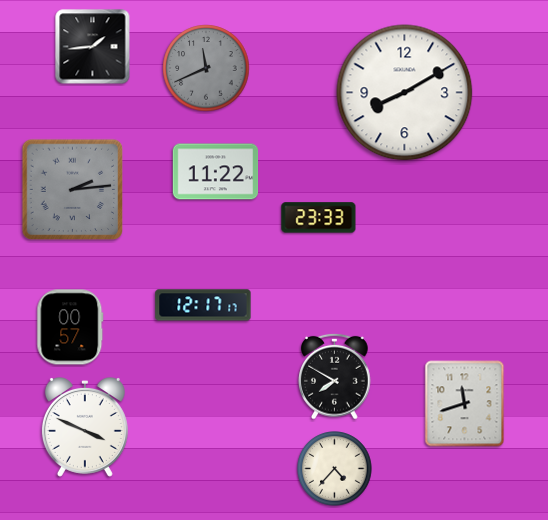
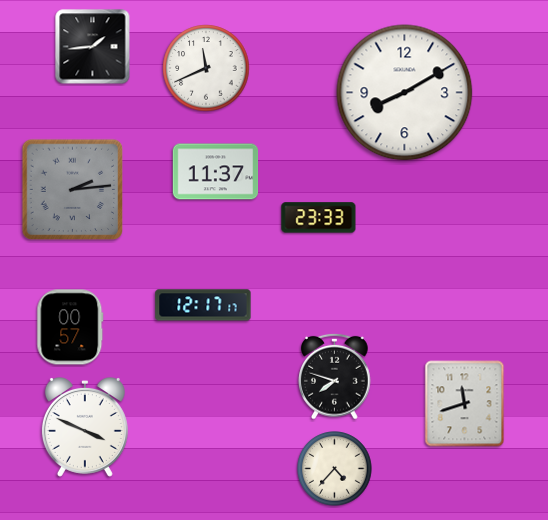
clock at (206, 68) dial: grey -> white
clock at (216, 172): 11:22 -> 11:37
clock at (335, 376): 7:50 -> 7:48
